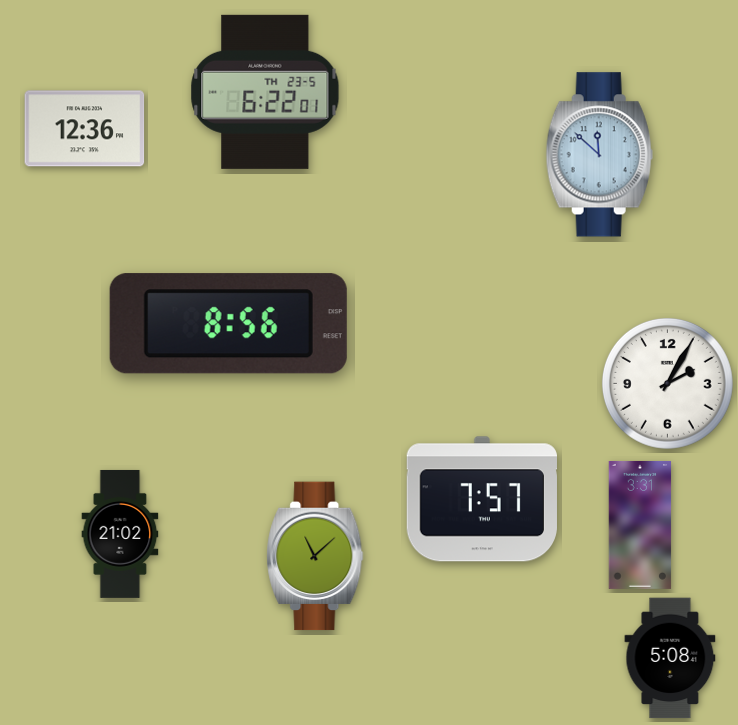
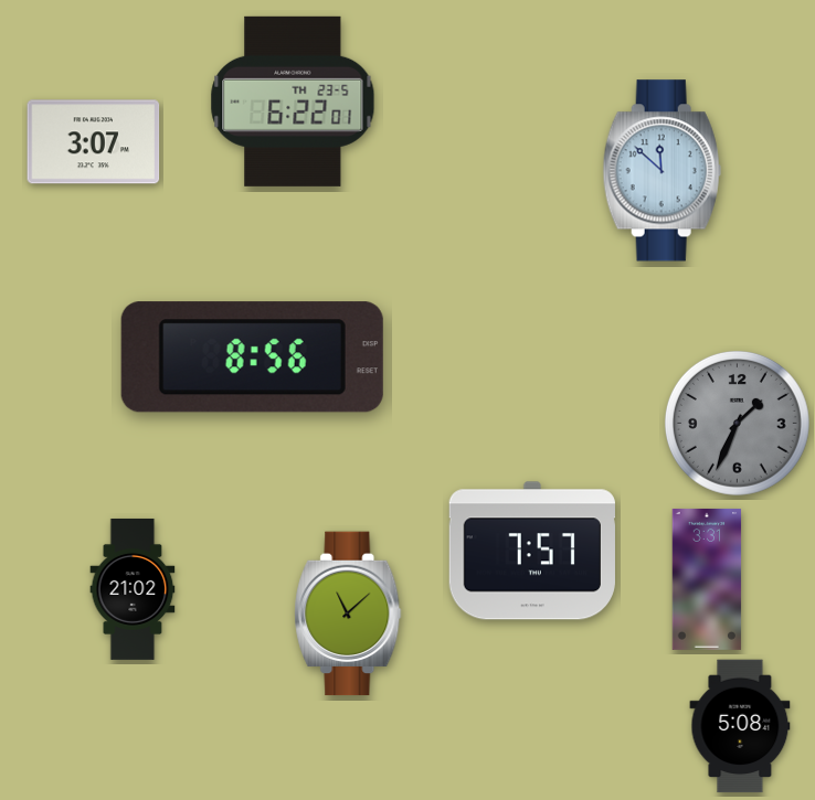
clock at (85, 129): 12:36 -> 3:07
clock at (667, 383): 2:05 -> 1:34
clock at (667, 383) dial: white -> grey
